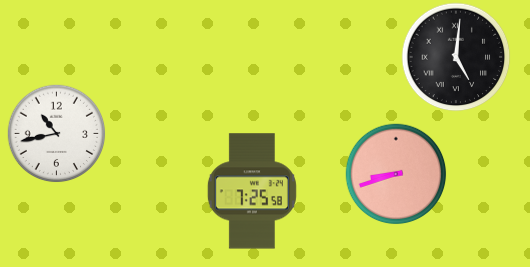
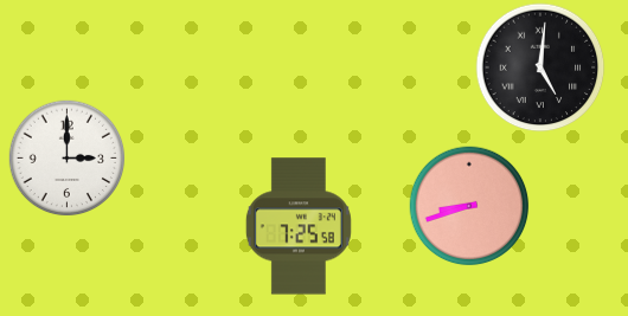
clock at (57, 134): 10:43 -> 3:00
